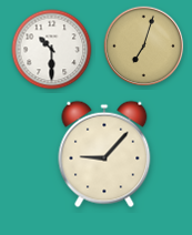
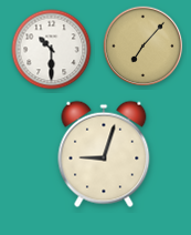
clock at (144, 47): 7:03 -> 7:07
clock at (104, 154): 9:07 -> 9:03
